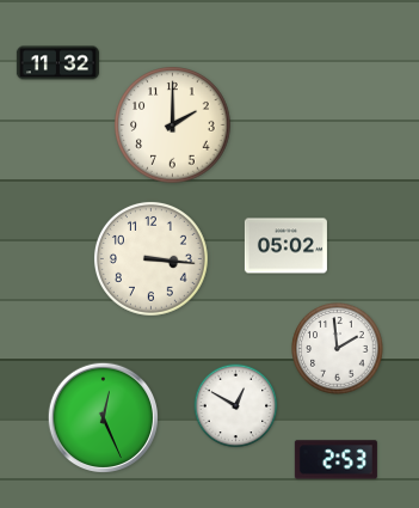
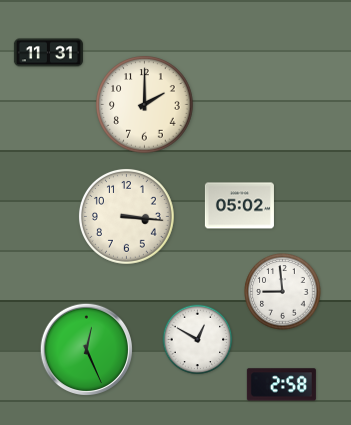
clock at (57, 63): 11:32 -> 11:31
clock at (338, 349): 1:59 -> 8:59
clock at (335, 460): 2:53 -> 2:58
